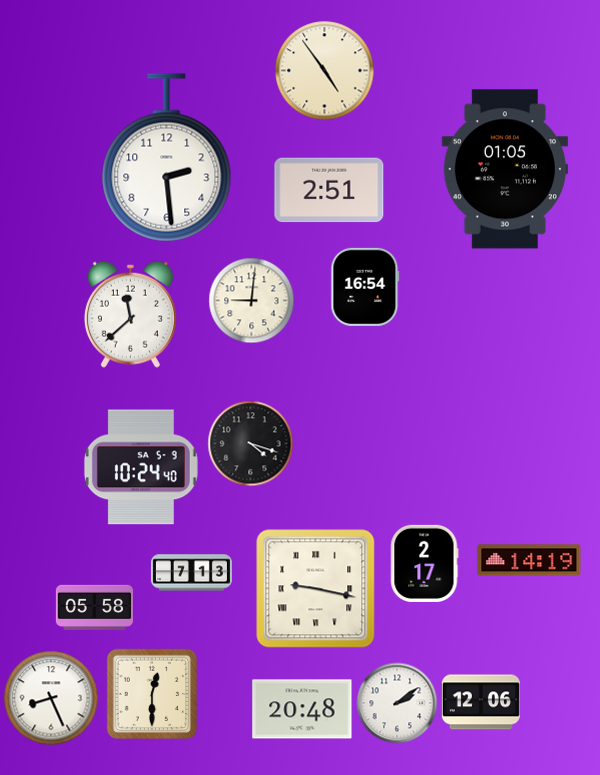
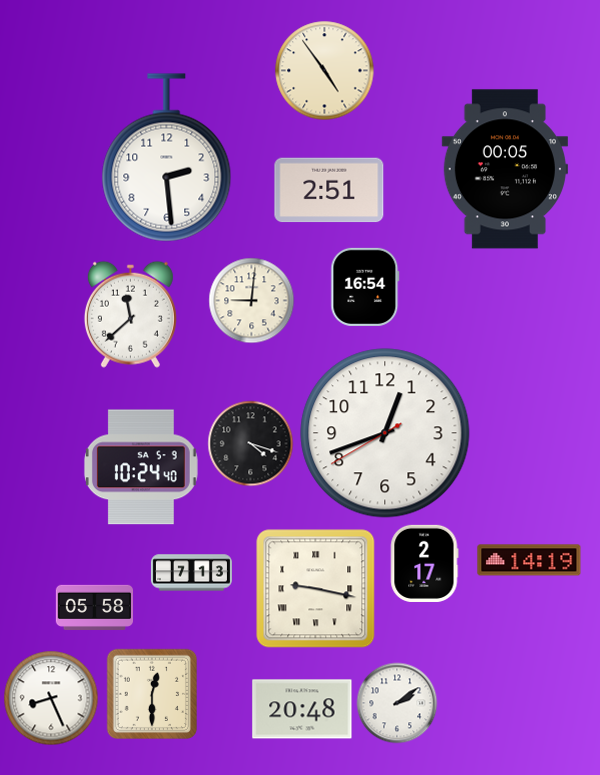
clock at (505, 169): 01:05 -> 00:05
clock at (385, 433): none -> 12:41
clock at (481, 702): 12:06 -> none
